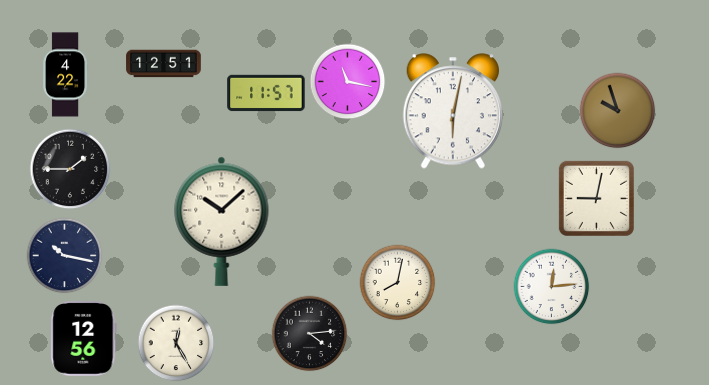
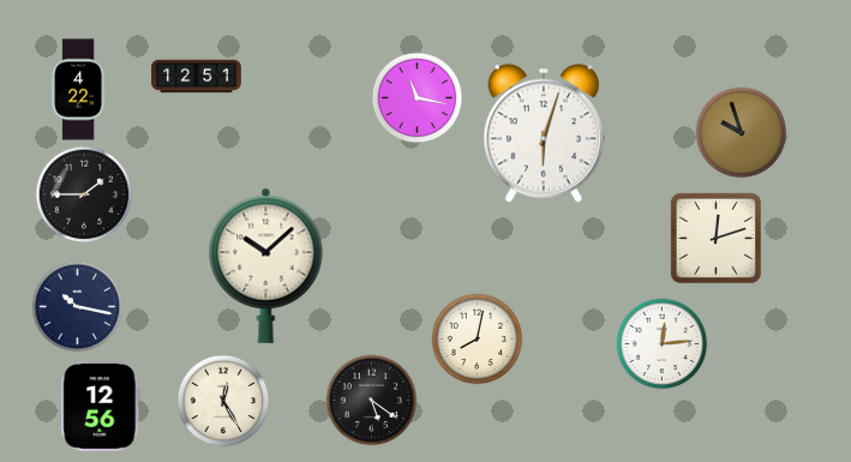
clock at (266, 93): 11:57 -> none
clock at (452, 111): 6:02 -> 6:03
clock at (70, 169) position: (70, 169) -> (84, 194)
clock at (596, 198): 9:02 -> 12:12
clock at (310, 334): 4:14 -> 5:21
clock at (176, 343) position: (176, 343) -> (223, 401)
